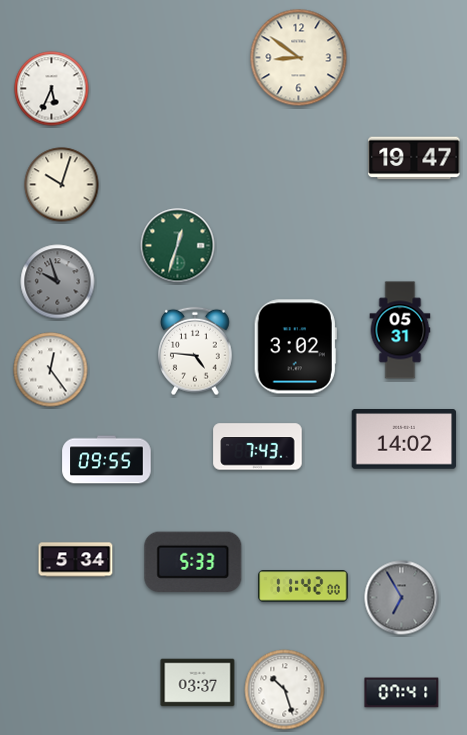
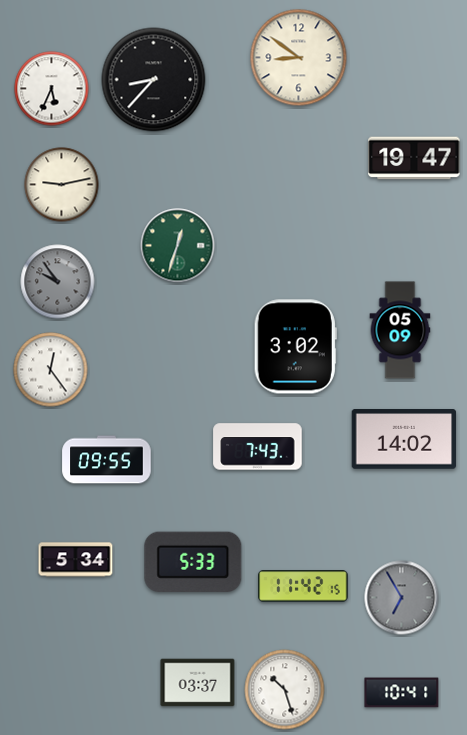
clock at (154, 80): none -> 8:37
clock at (62, 185): 10:03 -> 9:13
clock at (58, 282): 9:57 -> 9:54
clock at (400, 330): 05:31 -> 05:09
clock at (196, 351): 4:46 -> none
clock at (303, 586): 11:42:00 -> 11:42:15
clock at (402, 693): 07:41 -> 10:41
